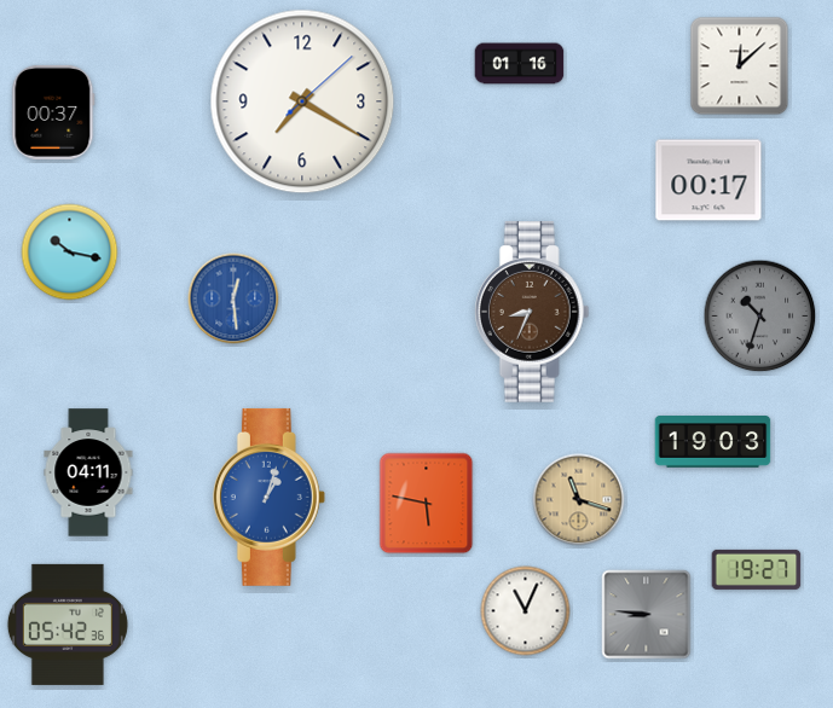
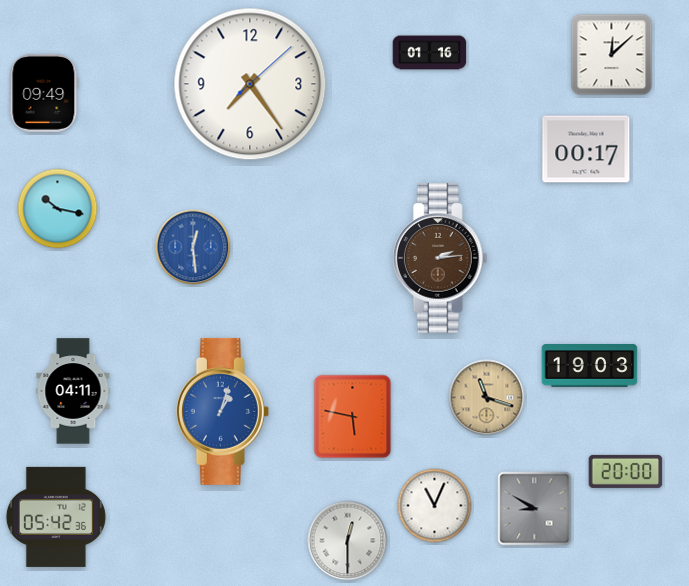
clock at (302, 101): 7:20 -> 7:24
clock at (53, 112): 00:37 -> 09:49
clock at (532, 312): 8:34 -> 2:14
clock at (760, 317): 10:33 -> none
clock at (579, 500) position: (579, 500) -> (487, 398)
clock at (757, 569): 19:27 -> 20:00
clock at (647, 615): 8:46 -> 8:50
clock at (348, 541): none -> 12:30
